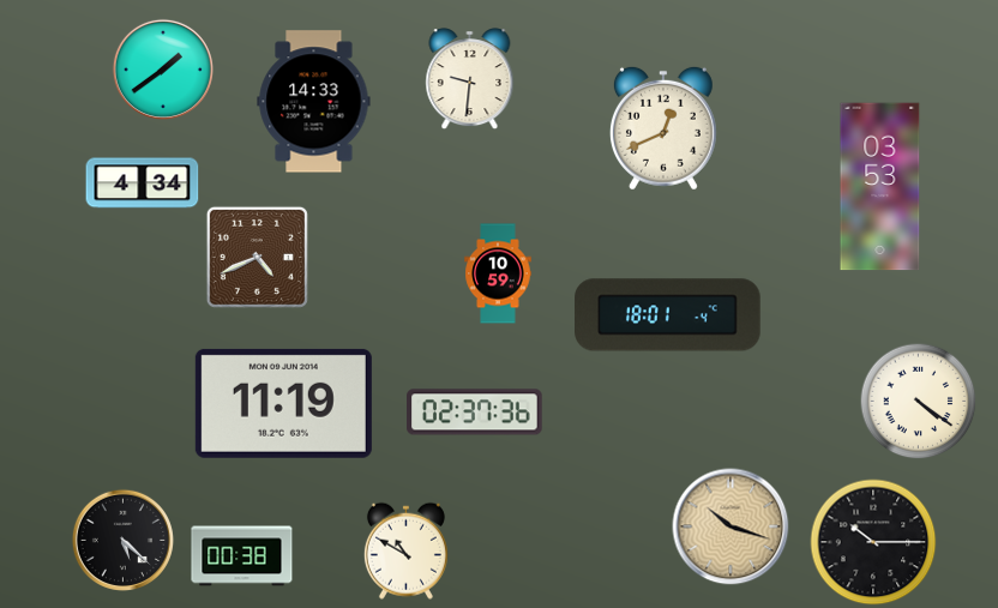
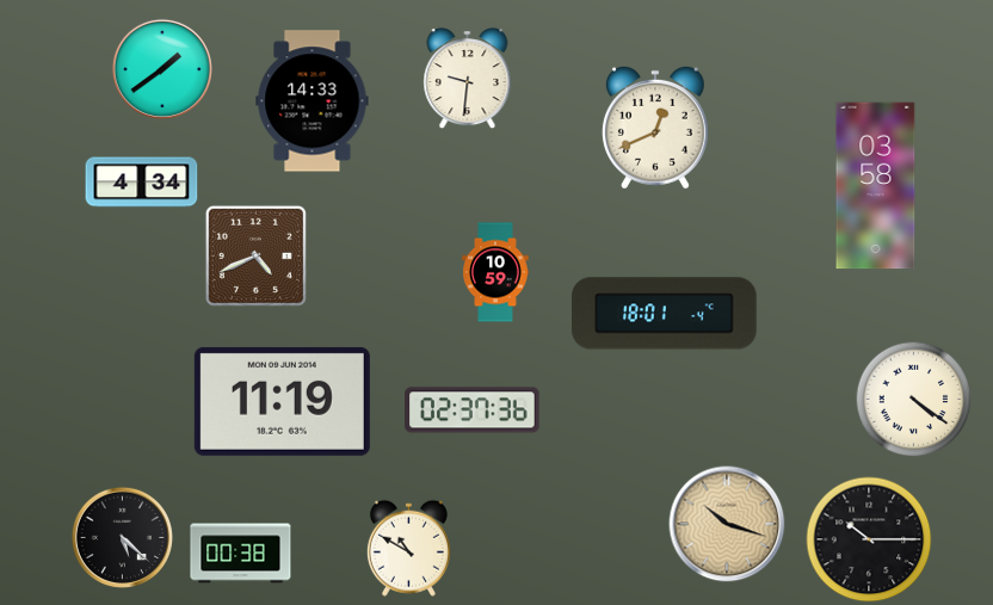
clock at (663, 128) position: (663, 128) -> (655, 128)
clock at (880, 187): 03:53 -> 03:58
clock at (405, 550) position: (405, 550) -> (408, 548)
